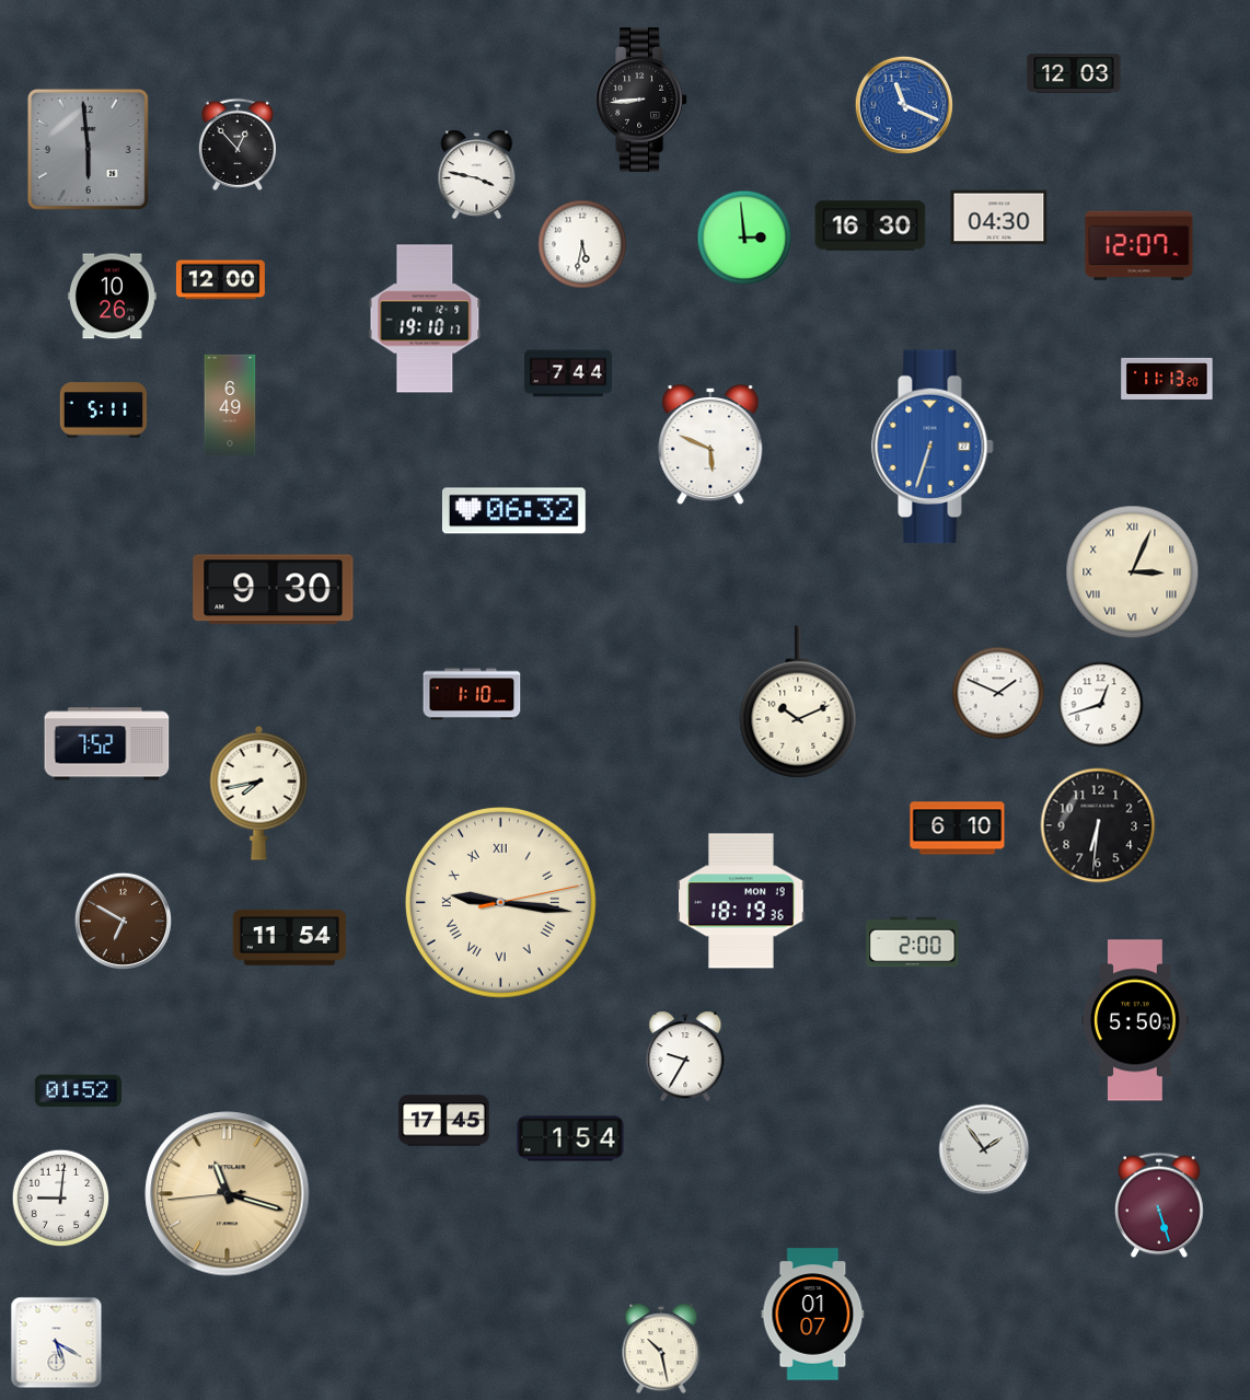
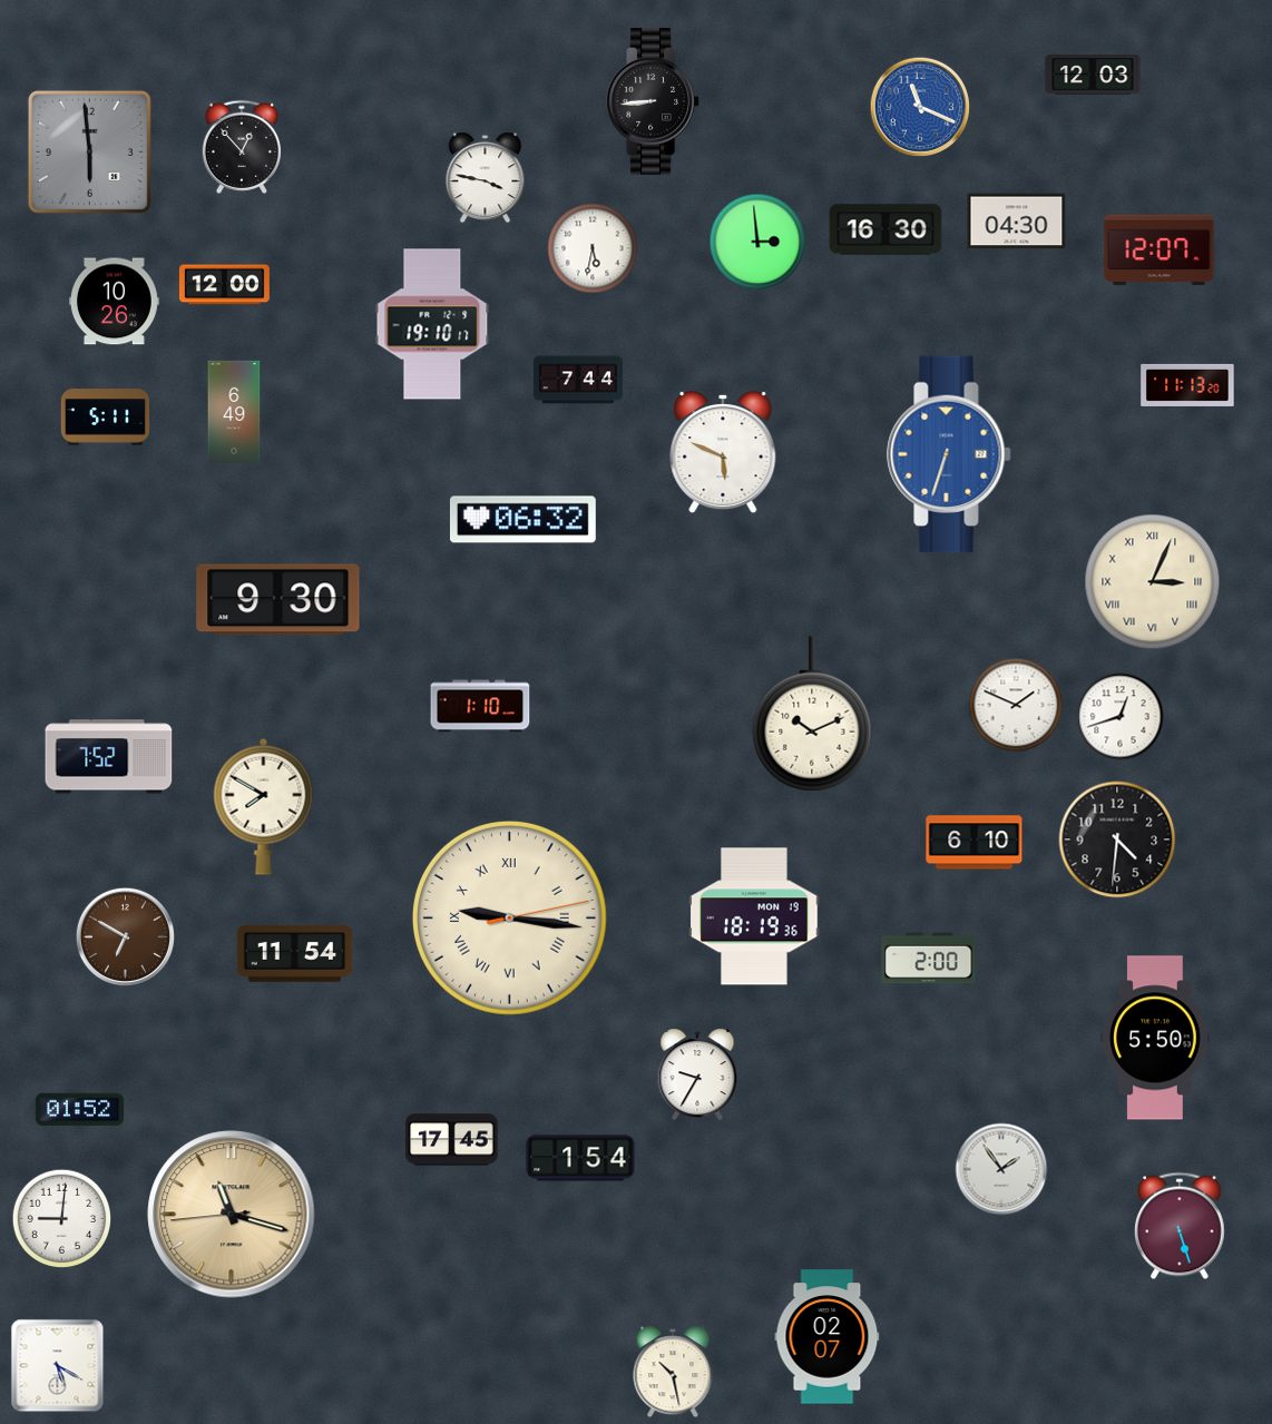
clock at (259, 792): 7:43 -> 7:50
clock at (1098, 825): 6:31 -> 4:31
clock at (813, 1315): 01:07 -> 02:07
